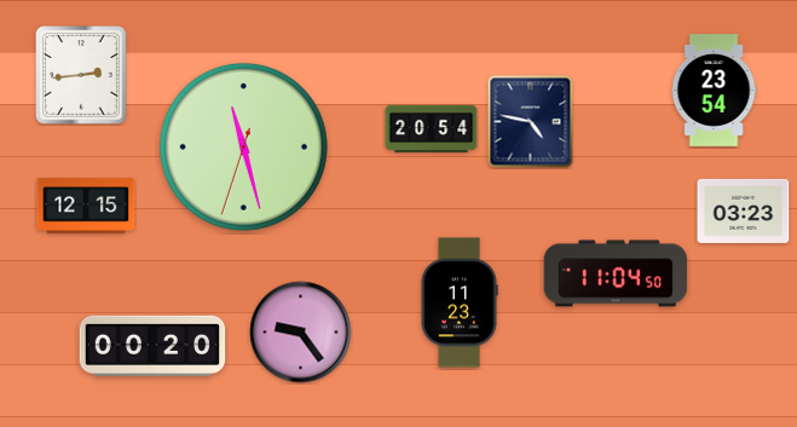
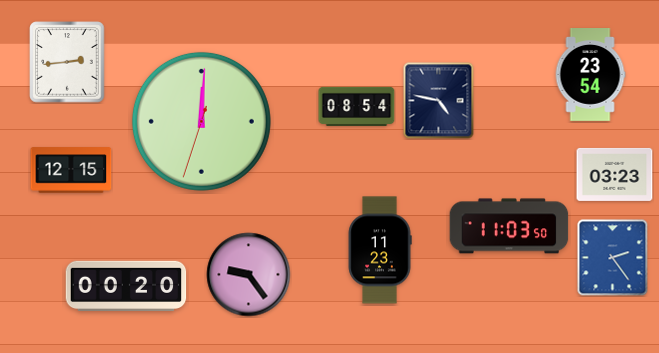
clock at (432, 128): 20:54 -> 08:54
clock at (243, 146): 11:27 -> 12:00
clock at (616, 273): 11:04 -> 11:03
clock at (613, 258): none -> 2:24
